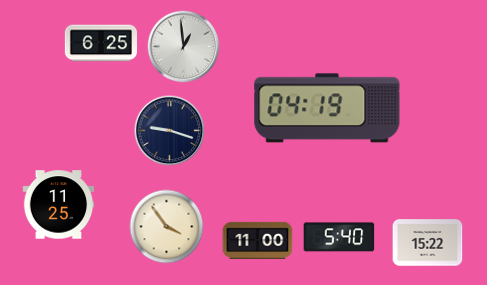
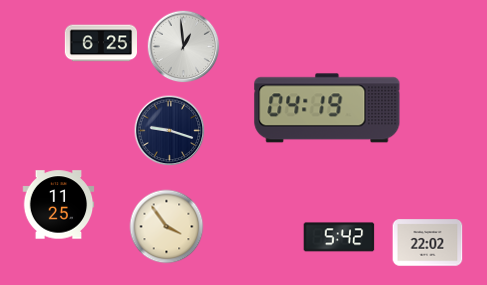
clock at (339, 237): 5:40 -> 5:42
clock at (258, 240): 11:00 -> none
clock at (428, 243): 15:22 -> 22:02
